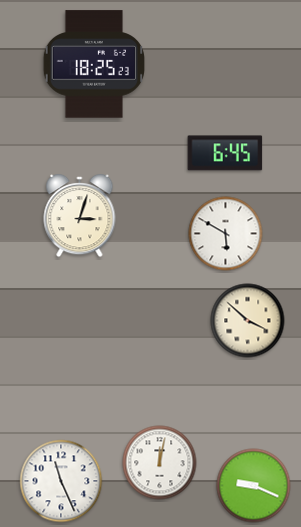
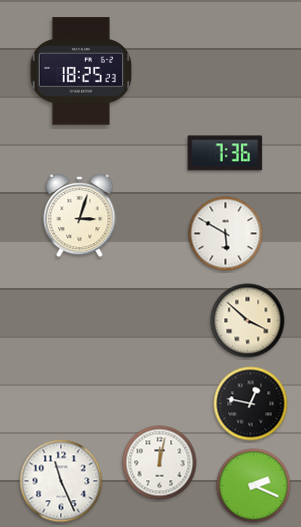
clock at (94, 64) position: (94, 64) -> (81, 71)
clock at (225, 153): 6:45 -> 7:36
clock at (251, 404): none -> 12:47
clock at (254, 486): 9:19 -> 2:19
